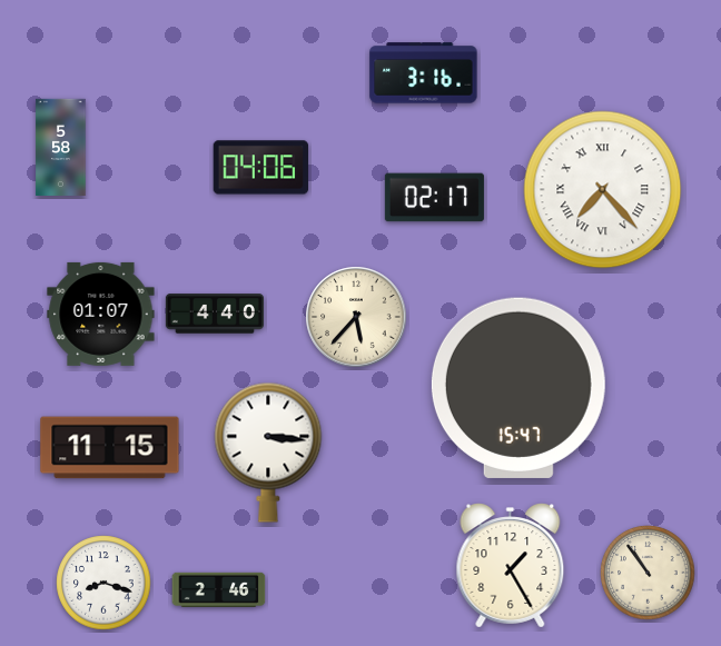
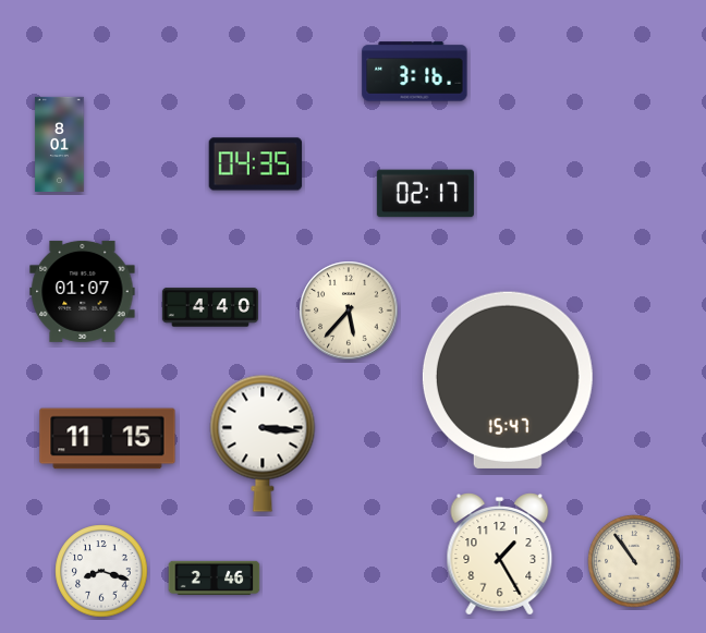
clock at (61, 147): 5:58 -> 8:01
clock at (261, 168): 04:06 -> 04:35
clock at (603, 190): 7:23 -> none
clock at (101, 314) position: (101, 314) -> (83, 291)
